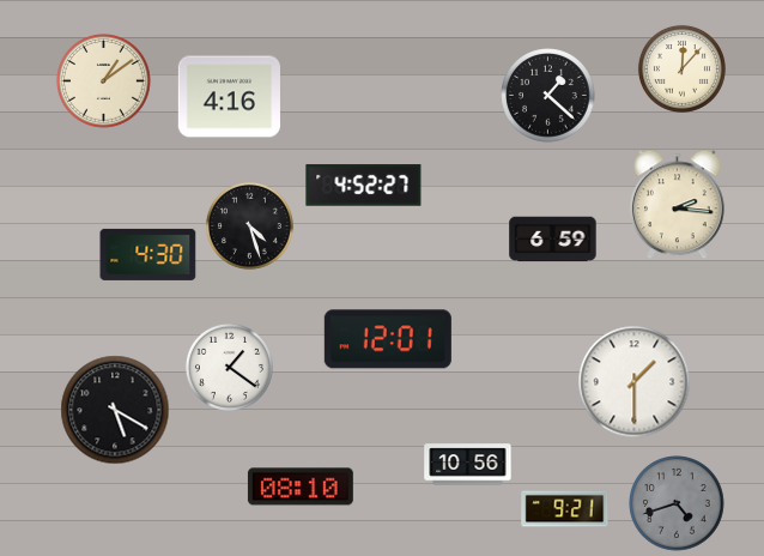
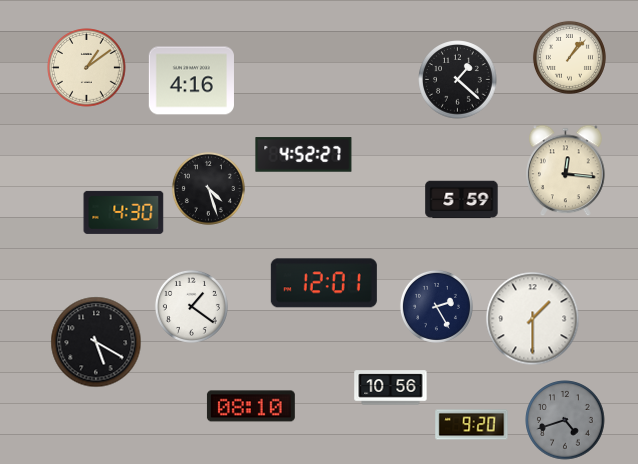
clock at (681, 68): 12:07 -> 1:07
clock at (678, 205): 2:16 -> 12:16
clock at (553, 240): 6:59 -> 5:59
clock at (436, 306): none -> 2:25
clock at (635, 382) position: (635, 382) -> (533, 319)
clock at (565, 509): 9:21 -> 9:20
